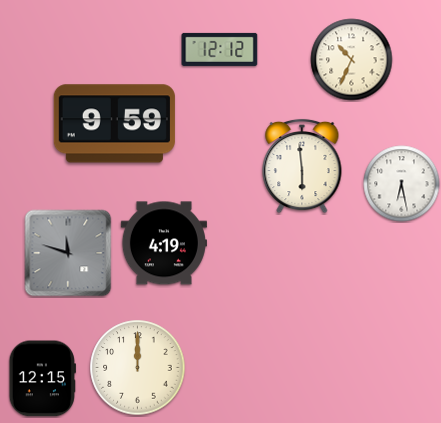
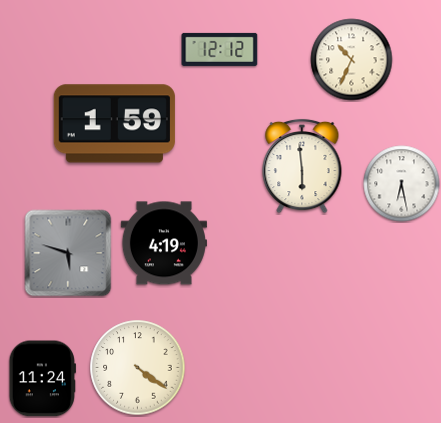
clock at (114, 124): 9:59 -> 1:59
clock at (68, 253): 11:48 -> 5:48
clock at (138, 368): 12:00 -> 4:21
clock at (42, 379): 12:15 -> 11:24
